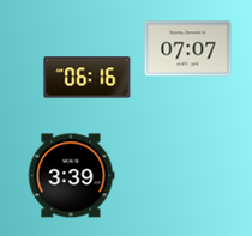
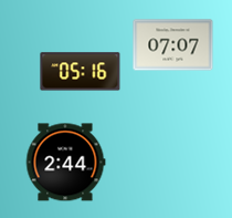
clock at (88, 78): 06:16 -> 05:16
clock at (71, 176): 3:39 -> 2:44
